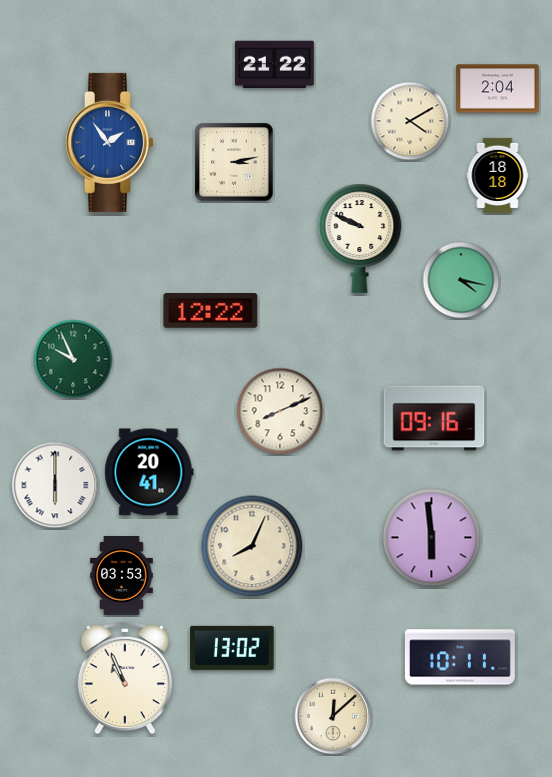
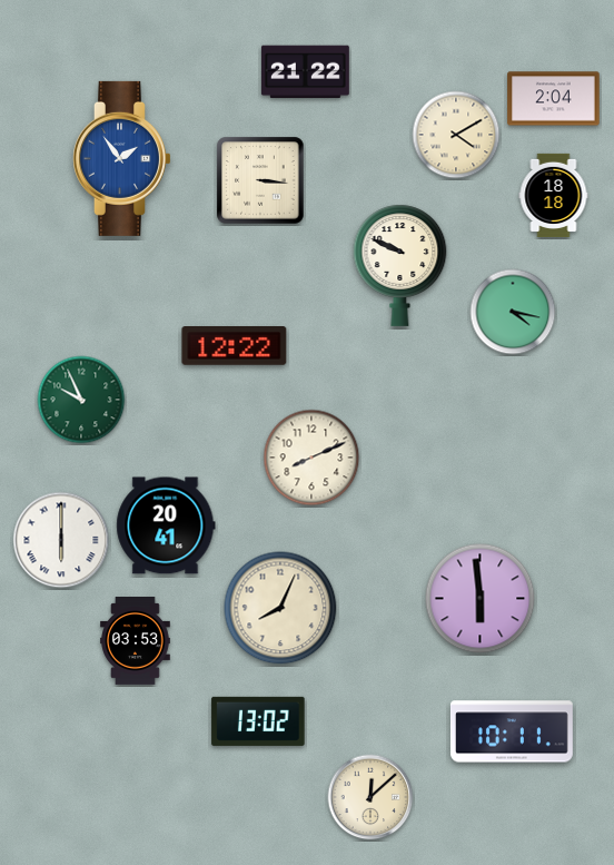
clock at (234, 162): 3:13 -> 3:16
clock at (434, 418): 09:16 -> none
clock at (125, 678): 10:56 -> none
